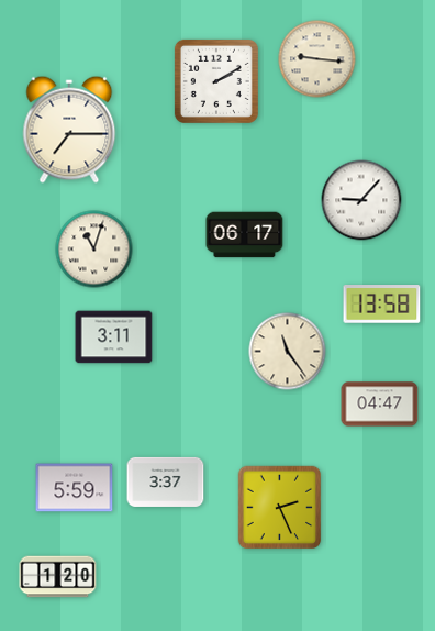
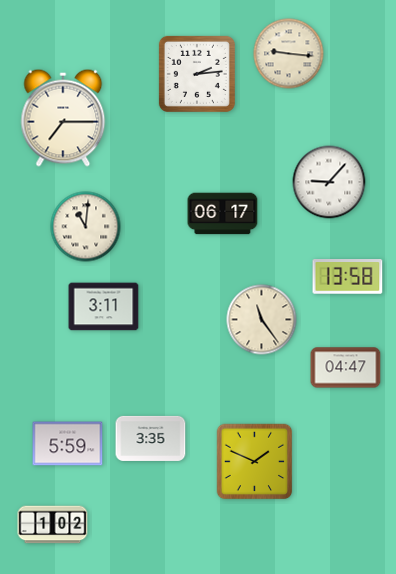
clock at (216, 81): 2:10 -> 2:14
clock at (94, 250): 11:03 -> 11:01
clock at (166, 481): 3:37 -> 3:35
clock at (280, 508): 2:26 -> 1:49
clock at (58, 577): 1:20 -> 1:02
